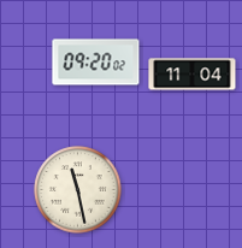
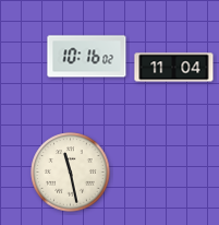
clock at (96, 63): 09:20 -> 10:16
